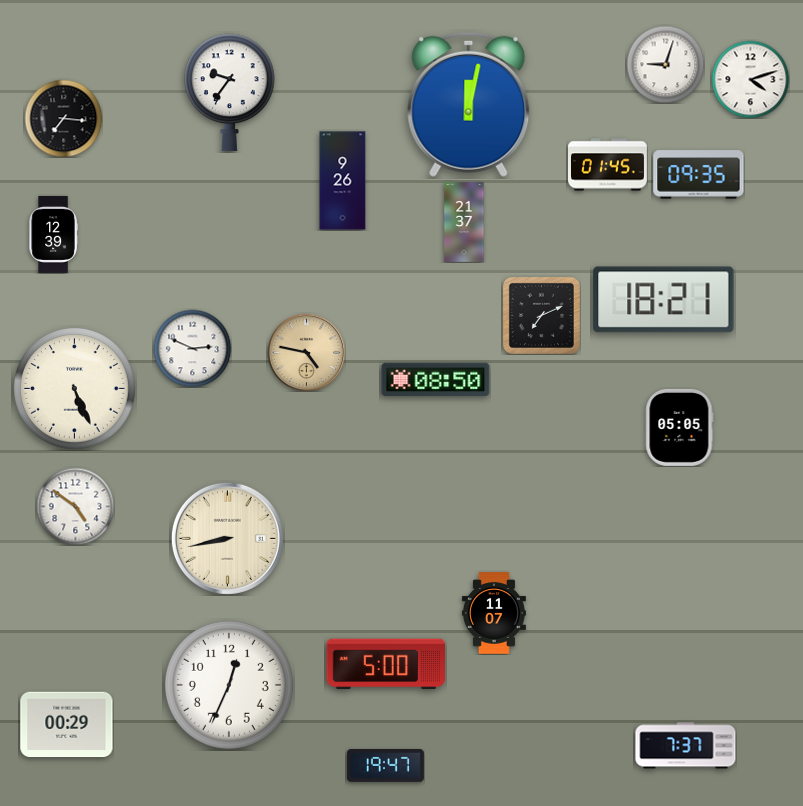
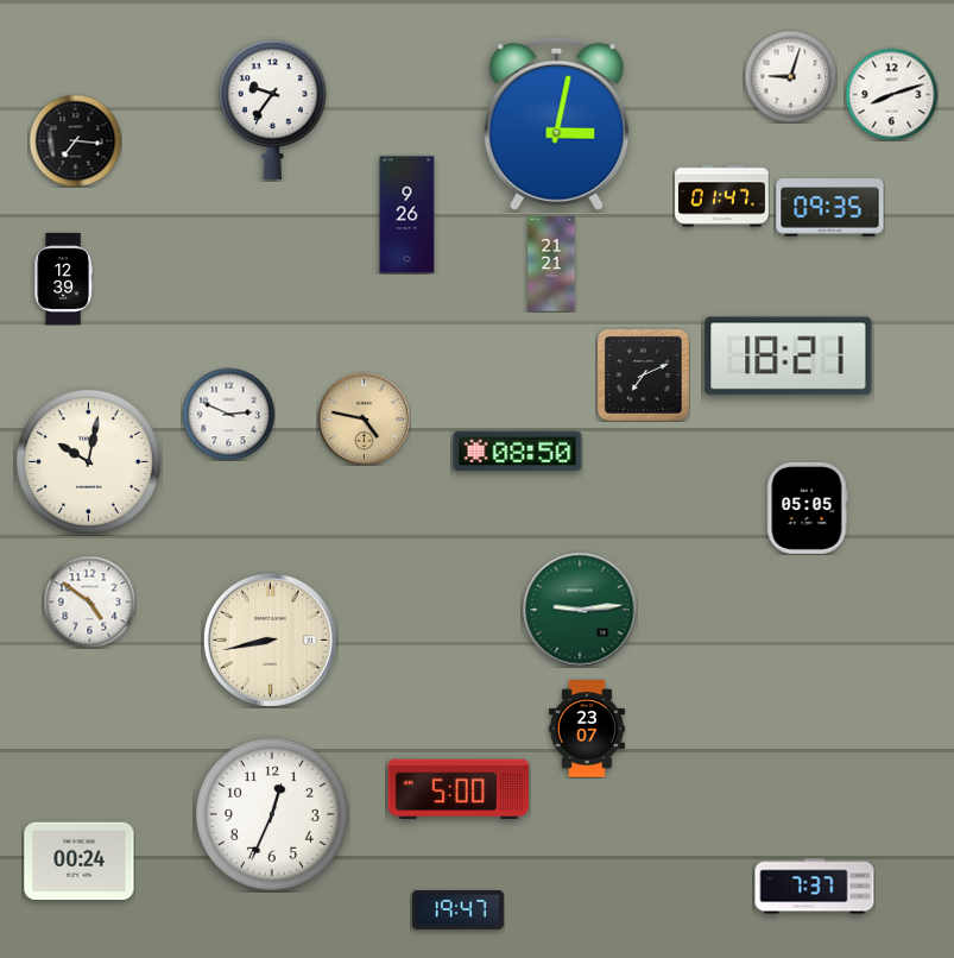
clock at (750, 79): 4:12 -> 8:12
clock at (469, 104): 12:02 -> 3:02
clock at (608, 165): 01:45 -> 01:47
clock at (464, 222): 21:37 -> 21:21
clock at (75, 389): 5:26 -> 10:02
clock at (580, 610): none -> 9:14
clock at (494, 613): 11:07 -> 23:07
clock at (67, 725): 00:29 -> 00:24
